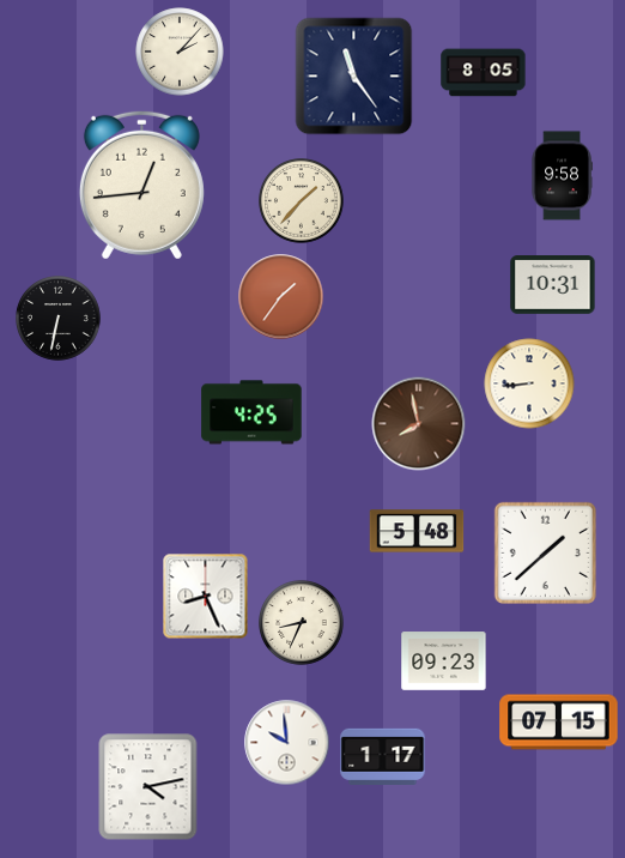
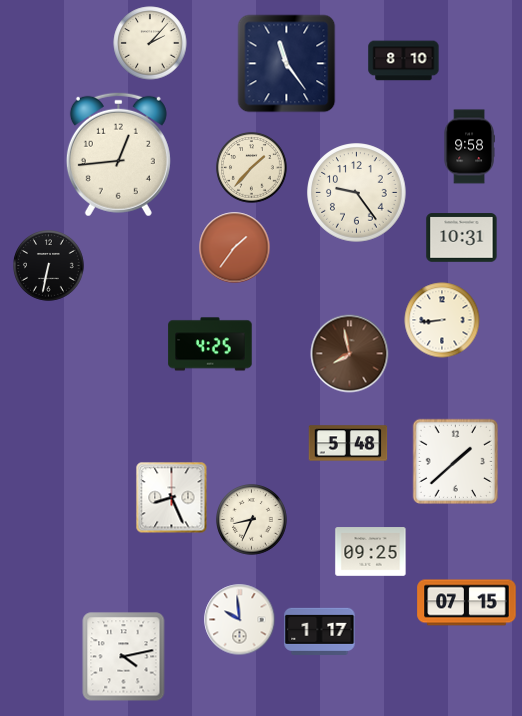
clock at (484, 73): 8:05 -> 8:10
clock at (354, 77) position: (354, 77) -> (287, 64)
clock at (357, 193): none -> 9:24
clock at (444, 661): 09:23 -> 09:25
